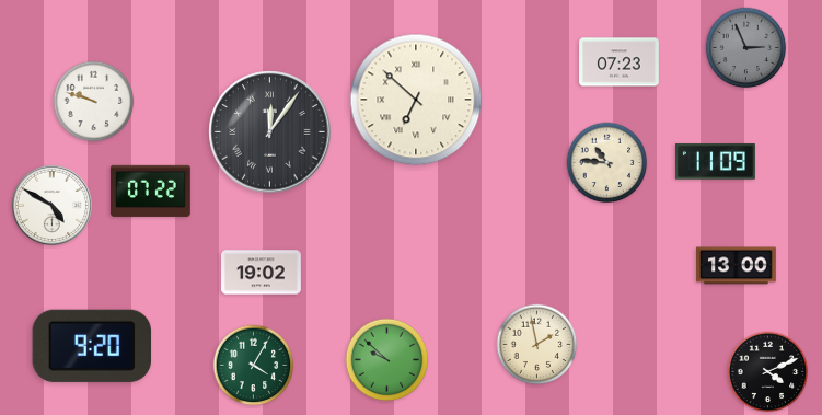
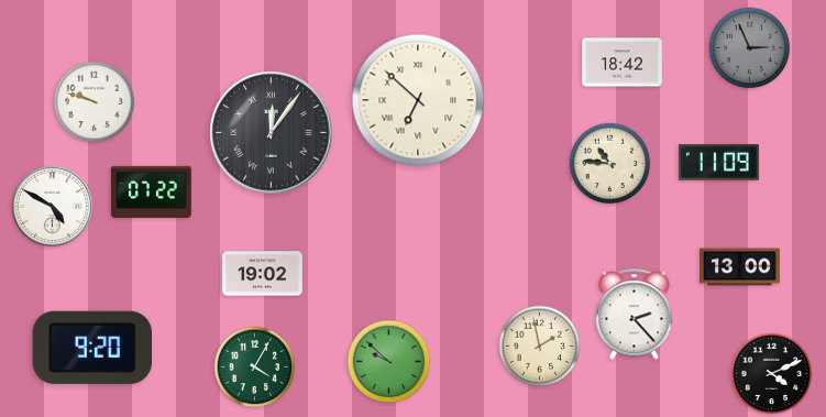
clock at (620, 62): 07:23 -> 18:42
clock at (635, 315): none -> 2:23
